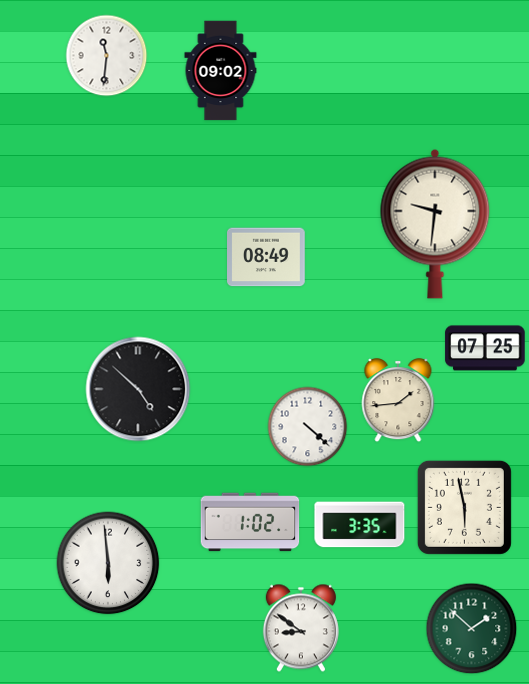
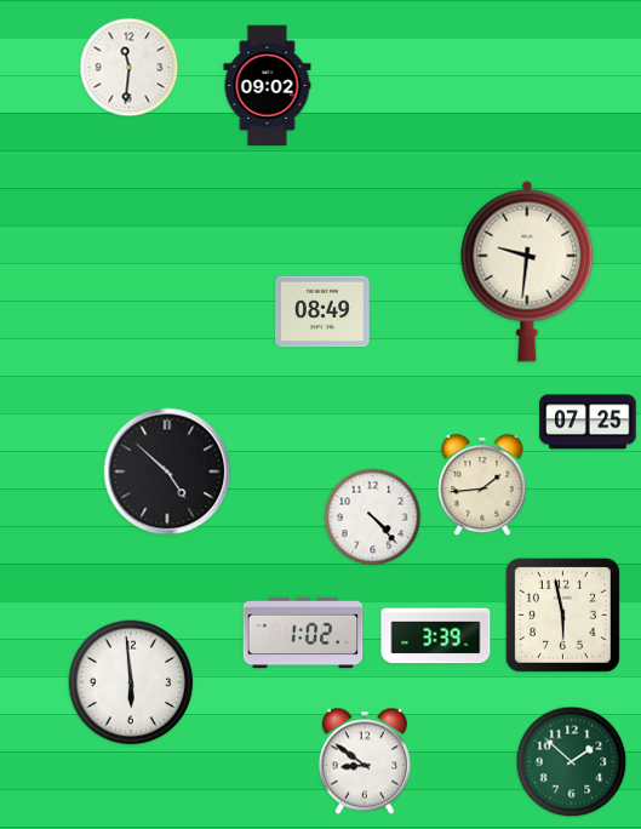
clock at (308, 427): 4:22 -> 4:23
clock at (360, 525): 3:35 -> 3:39
